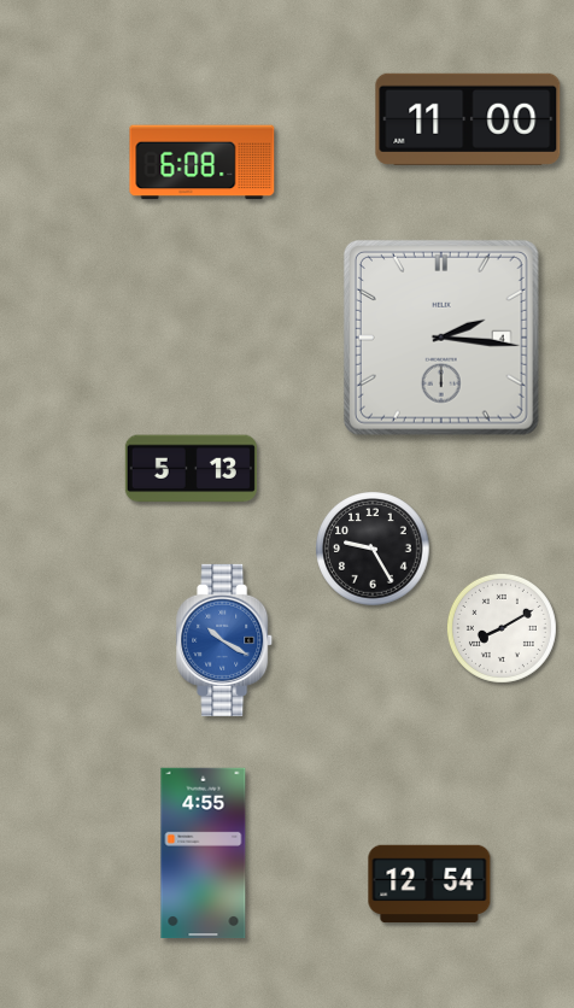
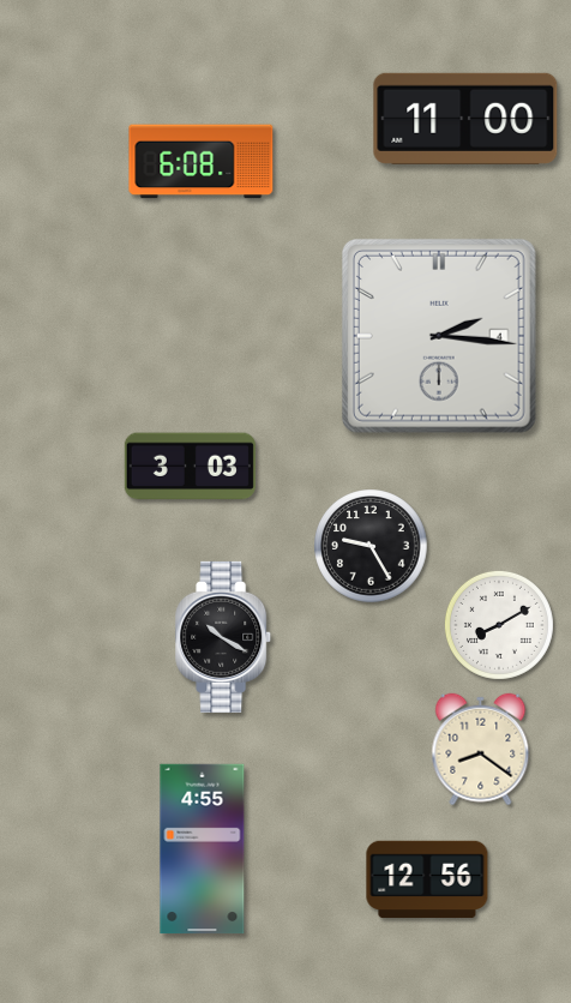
clock at (191, 469): 5:13 -> 3:03
clock at (225, 640) dial: blue -> black
clock at (481, 750): none -> 8:21
clock at (429, 884): 12:54 -> 12:56
